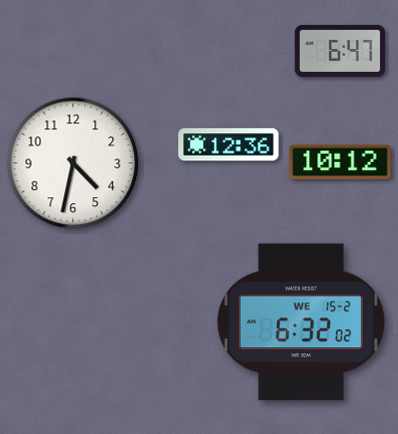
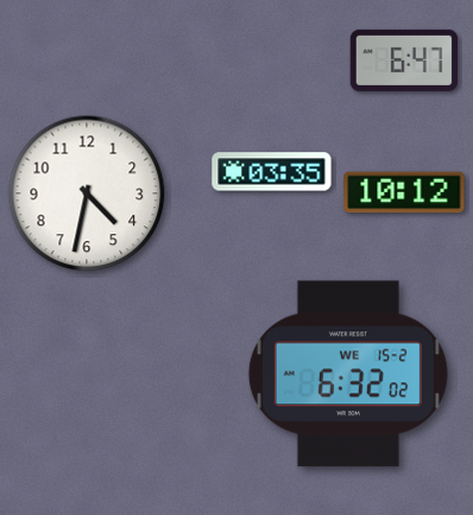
clock at (229, 145): 12:36 -> 03:35
clock at (301, 322) position: (301, 322) -> (348, 374)
